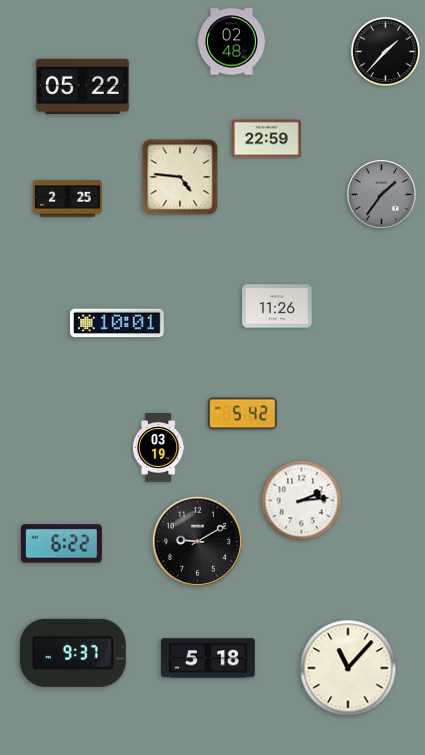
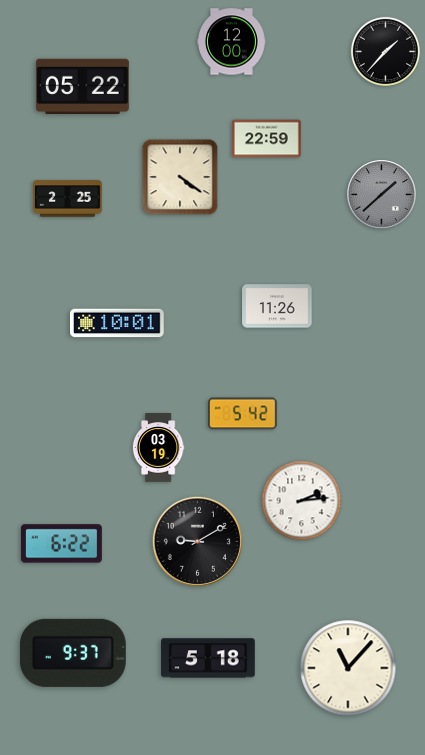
clock at (232, 42): 02:48 -> 12:00
clock at (180, 177): 4:46 -> 4:21
clock at (382, 195): 1:36 -> 1:38
